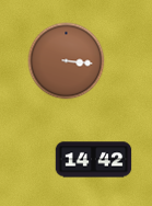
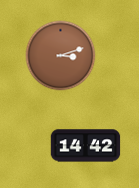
clock at (67, 61): 3:16 -> 3:12
